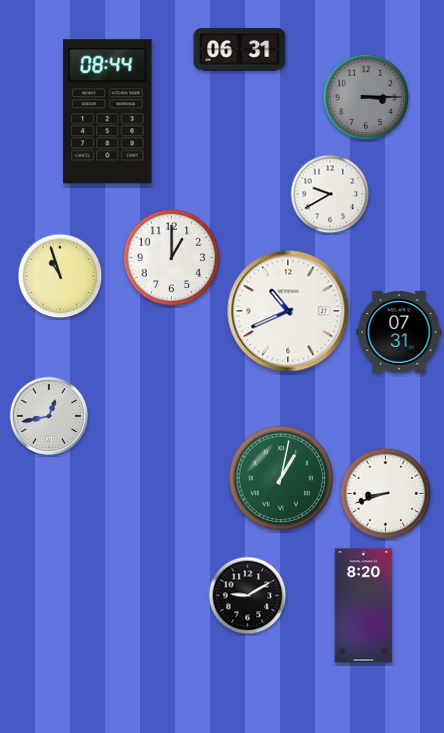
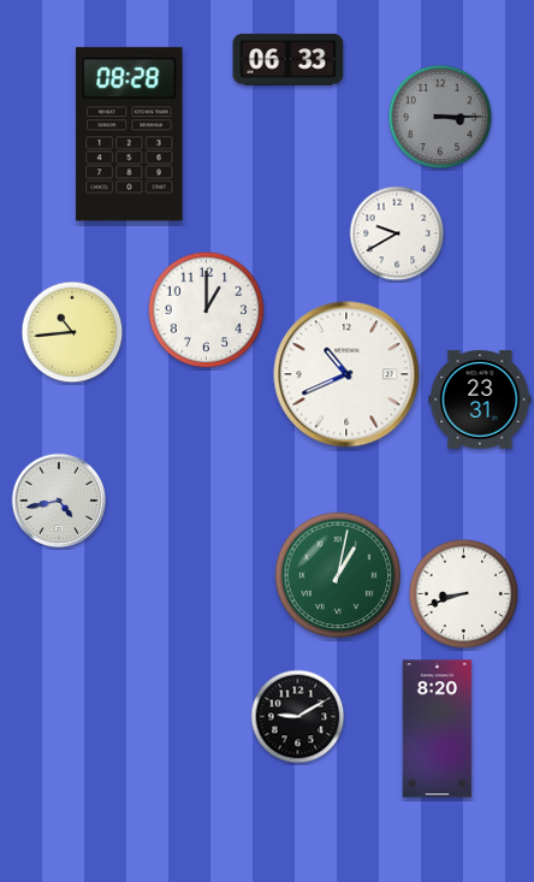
clock at (240, 50): 06:31 -> 06:33
clock at (108, 112): 08:44 -> 08:28
clock at (60, 276): 10:57 -> 10:44
clock at (399, 332): 07:31 -> 23:31
clock at (49, 416): 12:43 -> 4:43
